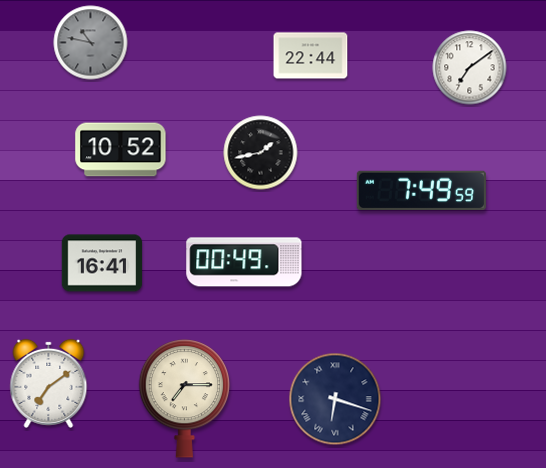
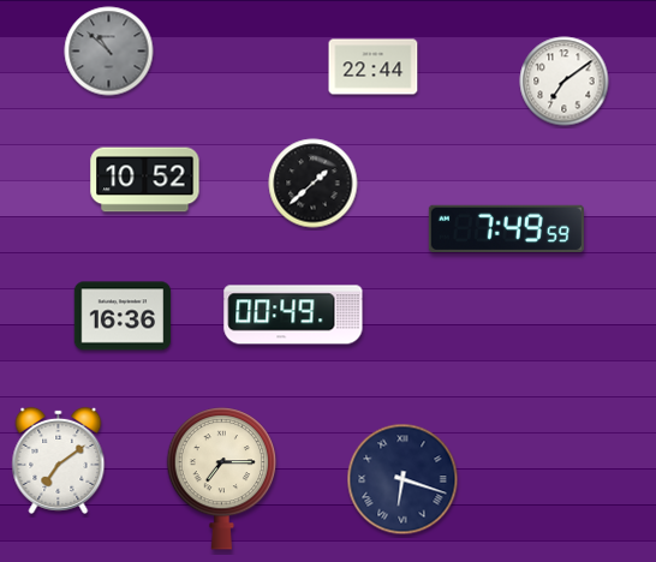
clock at (91, 43): 10:47 -> 10:52
clock at (261, 153): 1:43 -> 1:38
clock at (102, 263): 16:41 -> 16:36
